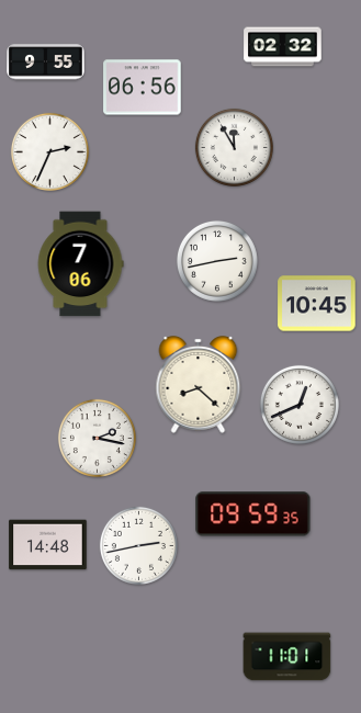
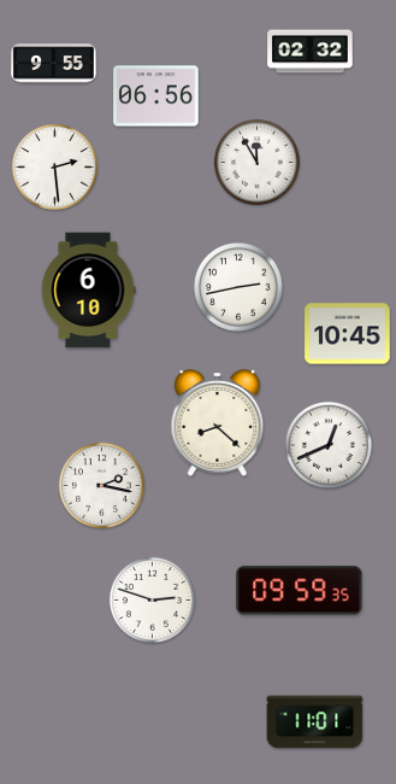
clock at (46, 63) position: (46, 63) -> (54, 64)
clock at (49, 151): 2:34 -> 2:29
clock at (80, 264): 7:06 -> 6:10
clock at (97, 438) position: (97, 438) -> (101, 485)
clock at (253, 514) position: (253, 514) -> (300, 591)
clock at (48, 545): 14:48 -> none
clock at (138, 545): 2:43 -> 2:48
